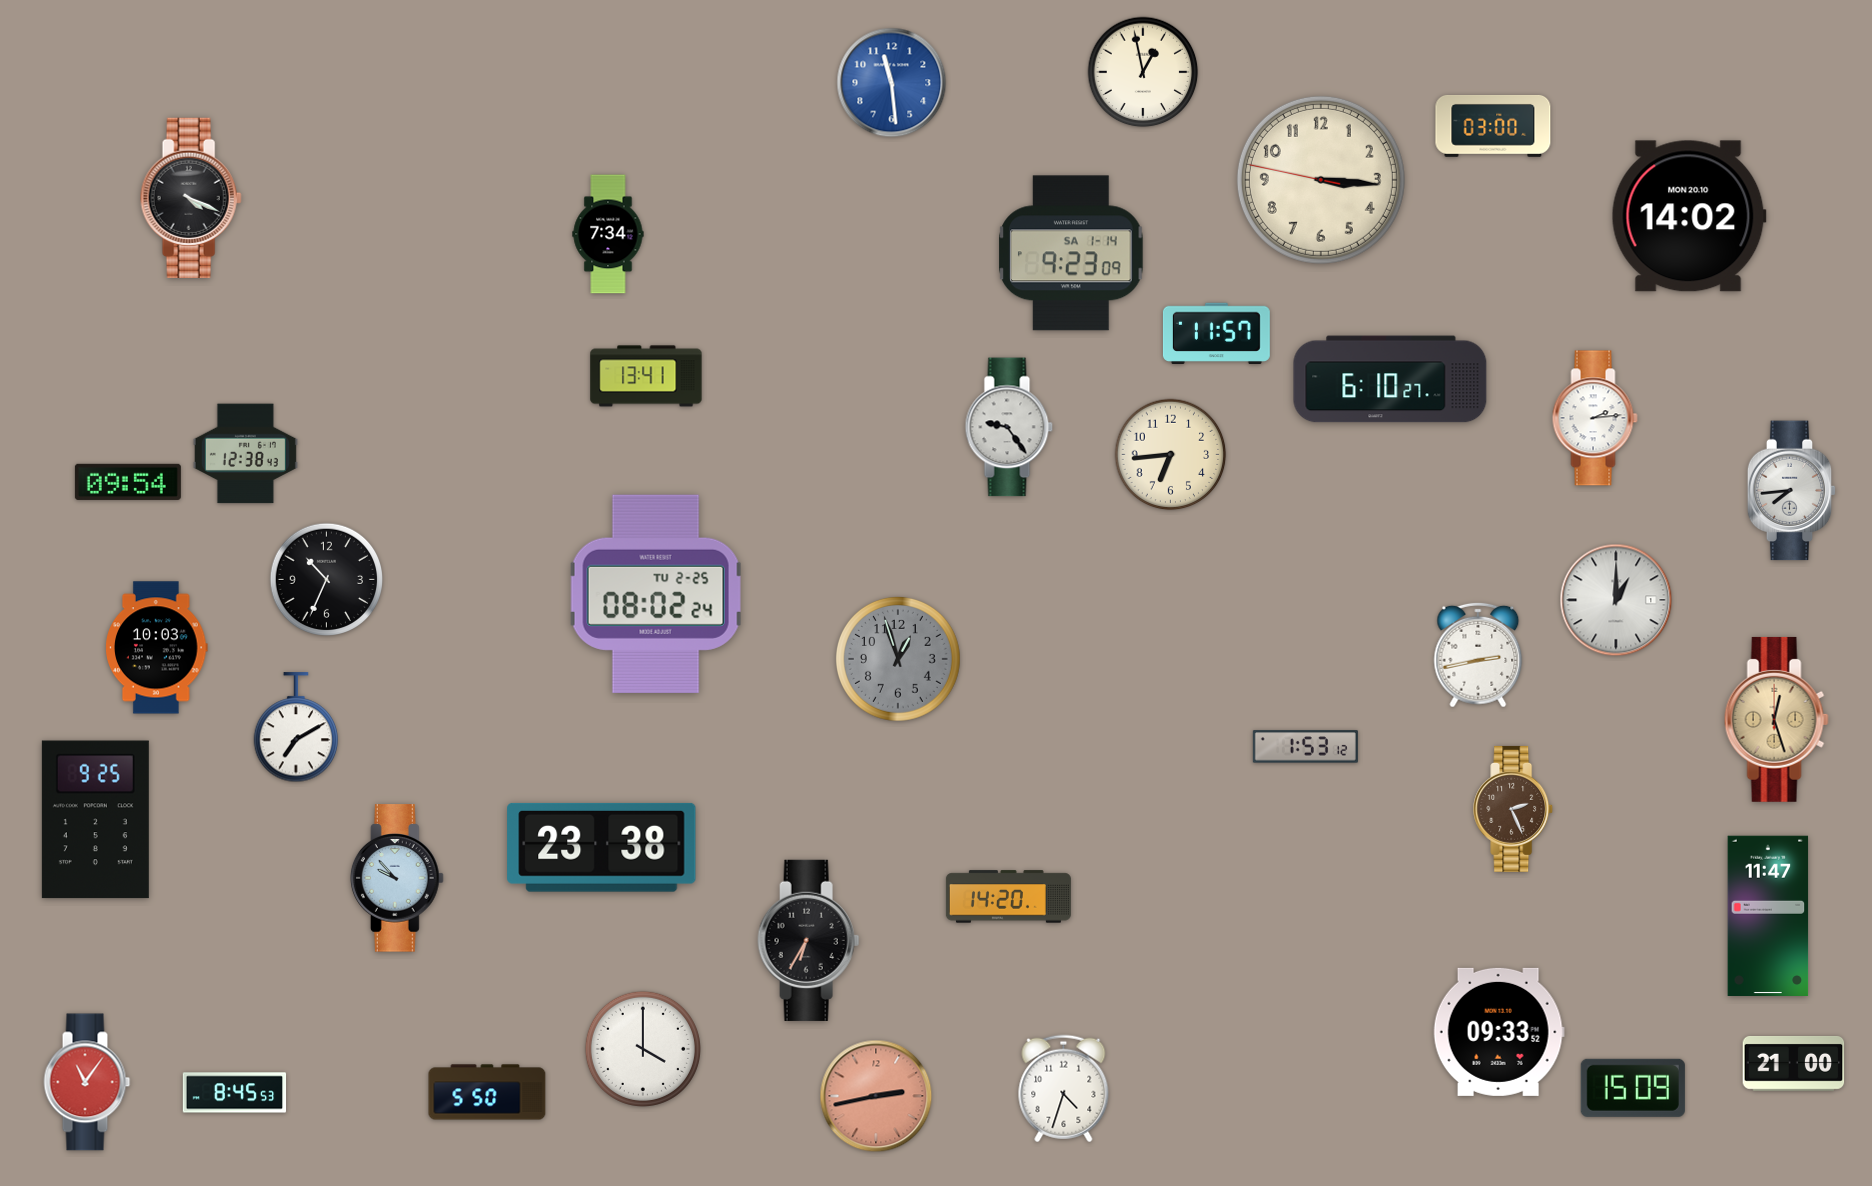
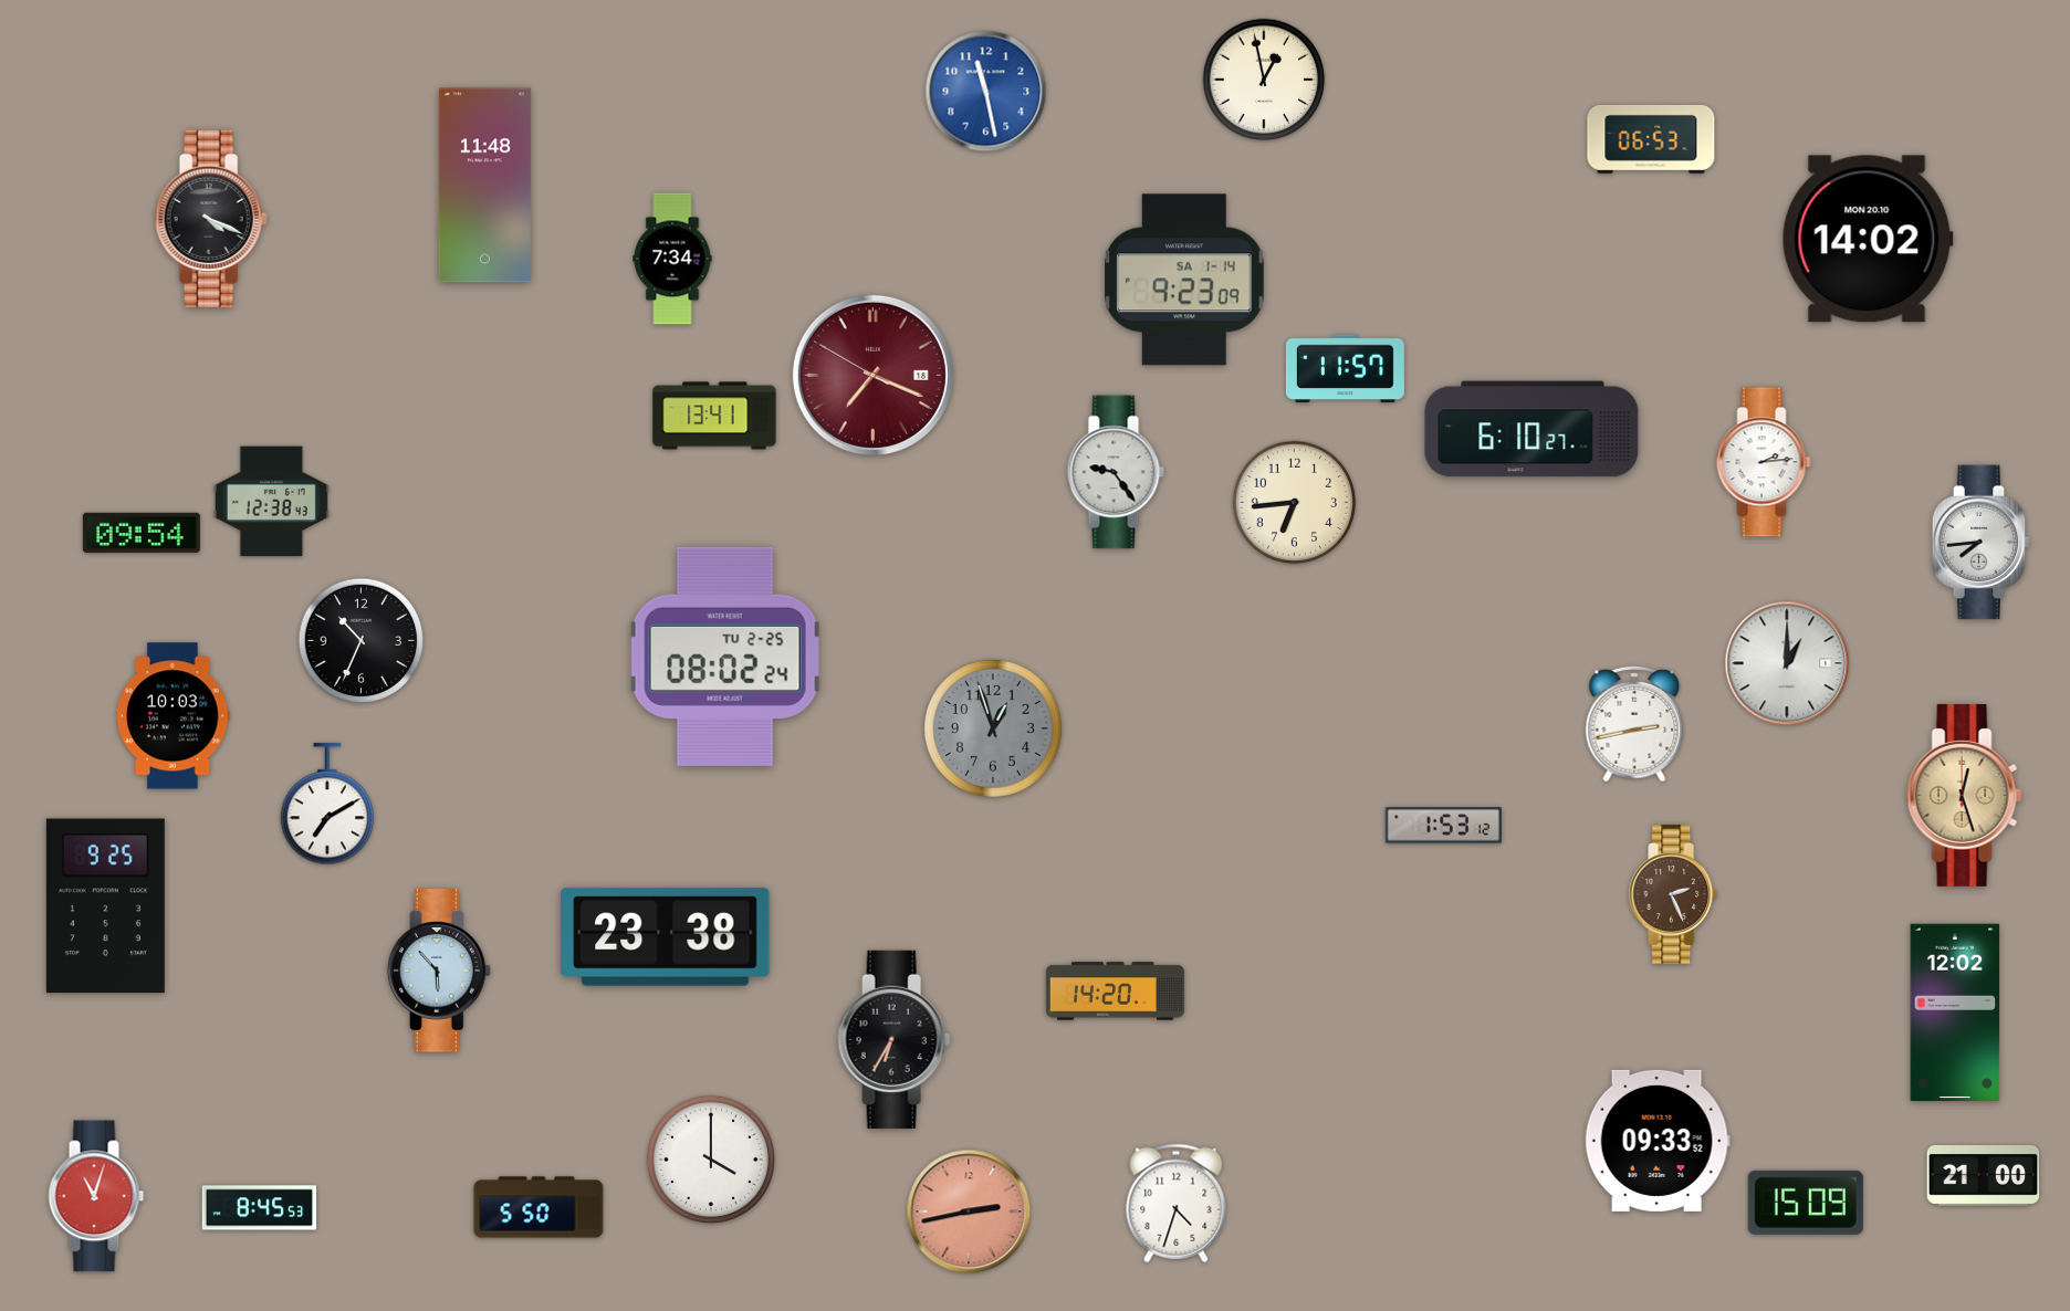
clock at (892, 83): 11:29 -> 11:28
clock at (1493, 126): 03:00 -> 06:53
clock at (484, 186): none -> 11:48
clock at (1321, 180): 3:15 -> none
clock at (872, 375): none -> 7:18
clock at (1390, 379) position: (1390, 379) -> (1531, 429)
clock at (397, 878): 9:53 -> 5:53
clock at (1768, 915): 11:47 -> 12:02
clock at (87, 1082): 11:06 -> 11:03
